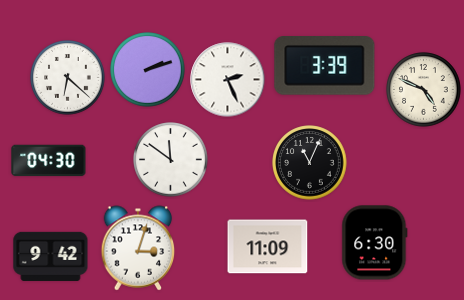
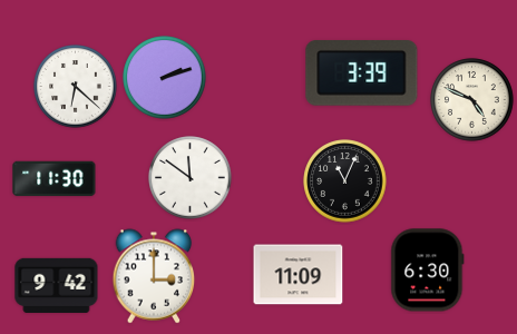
clock at (228, 80): 2:26 -> none
clock at (49, 161): 04:30 -> 11:30
clock at (375, 243) position: (375, 243) -> (428, 271)
clock at (138, 248): 3:03 -> 3:00
